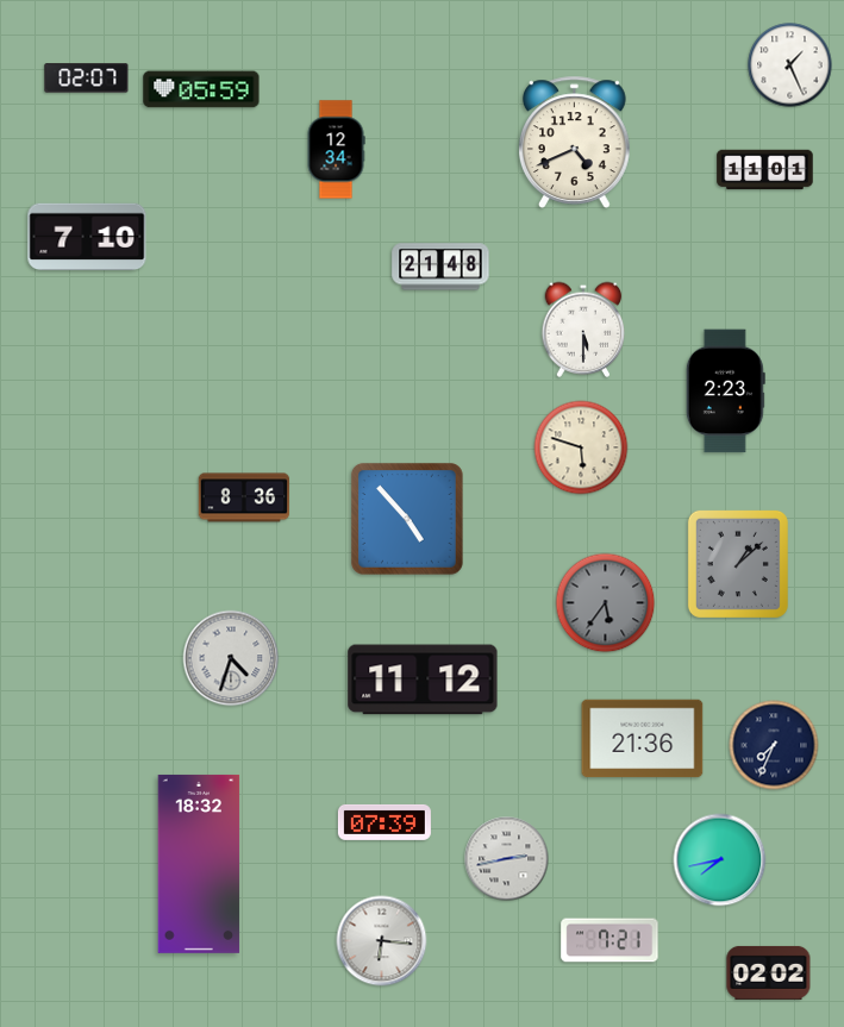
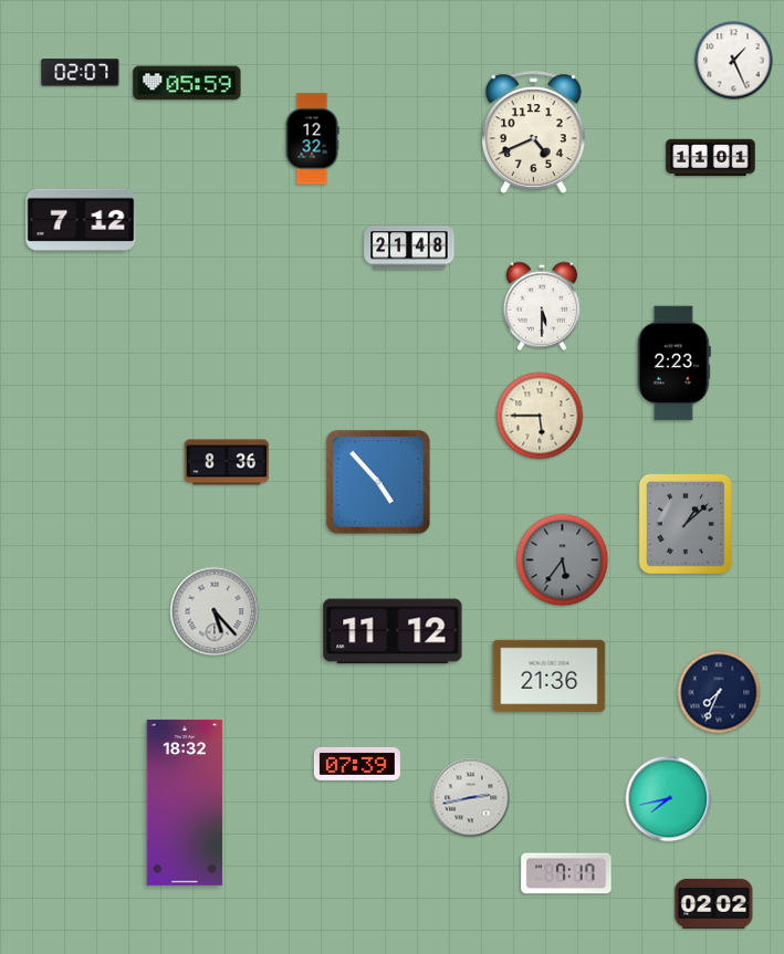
clock at (336, 150): 12:34 -> 12:32
clock at (87, 236): 7:10 -> 7:12
clock at (581, 447): 5:48 -> 5:45
clock at (231, 658): 4:33 -> 5:23
clock at (643, 739) position: (643, 739) -> (550, 677)
clock at (609, 940): 7:21 -> 7:17
clock at (382, 941): 6:16 -> none
